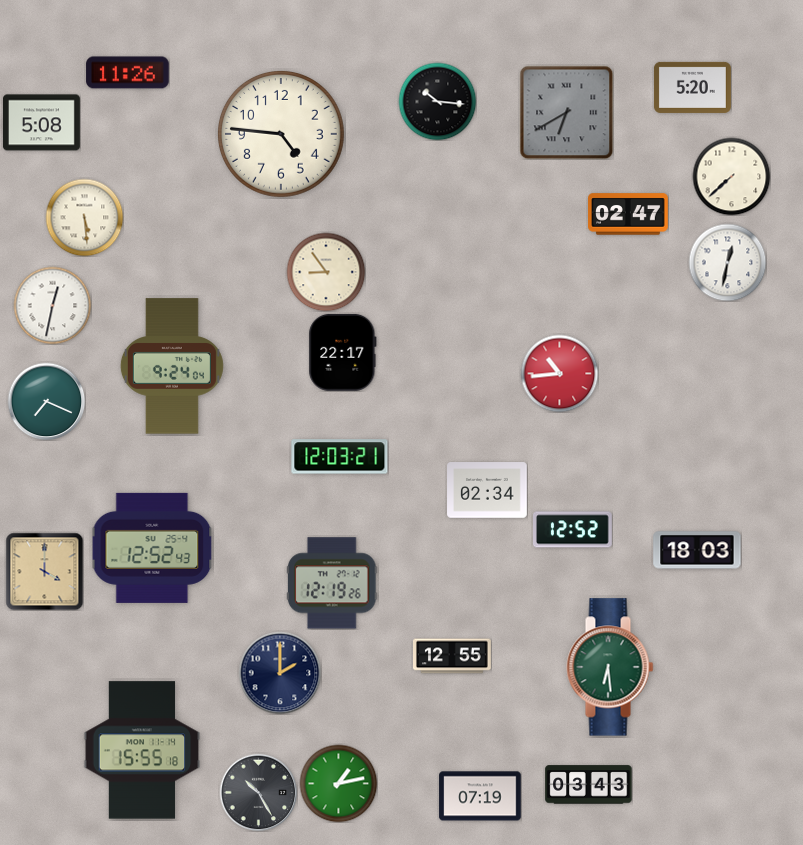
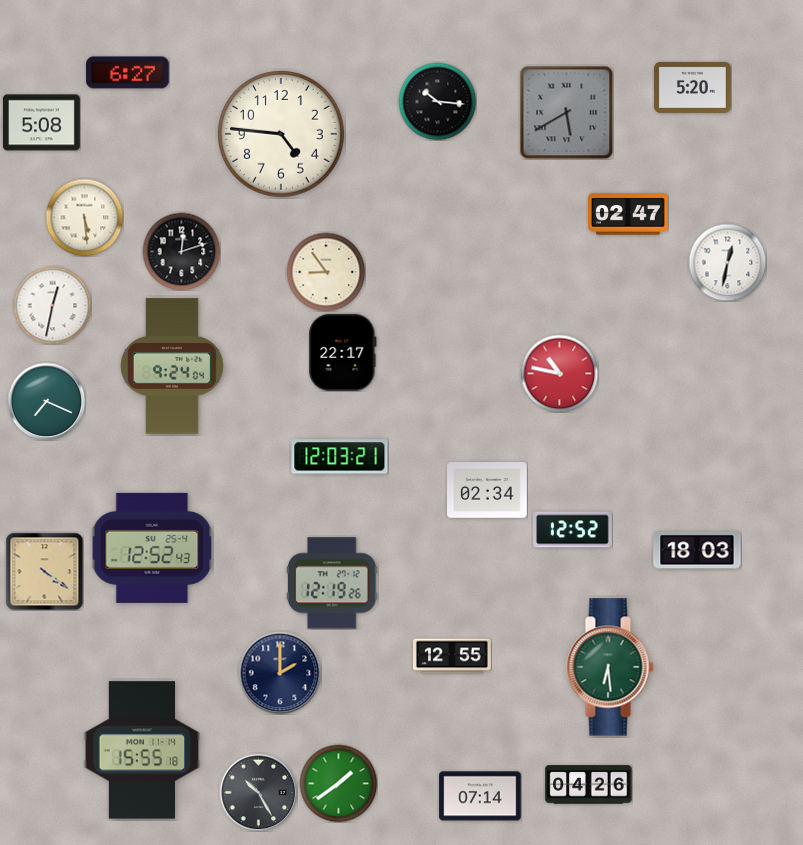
clock at (128, 73): 11:26 -> 6:27
clock at (566, 112): 6:40 -> 5:40
clock at (731, 176): 7:38 -> none
clock at (181, 251): none -> 12:12
clock at (559, 373): 10:44 -> 10:47
clock at (44, 571): 4:00 -> 4:21
clock at (338, 783): 1:13 -> 1:39
clock at (589, 785): 03:43 -> 04:26
clock at (480, 796): 07:19 -> 07:14
